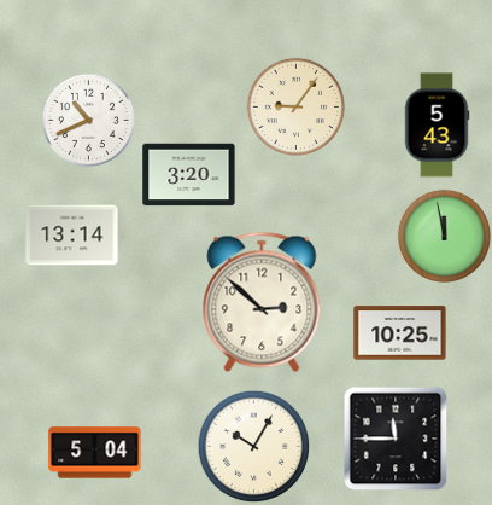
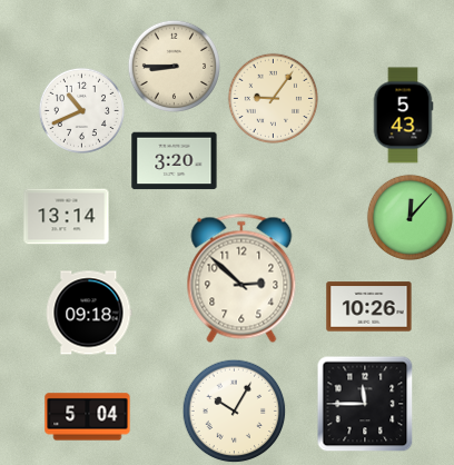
clock at (174, 66): none -> 8:45
clock at (444, 236): 11:58 -> 12:07
clock at (400, 333): 10:25 -> 10:26
clock at (89, 313): none -> 09:18
